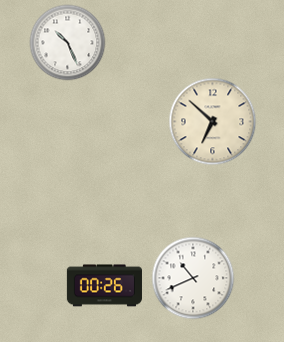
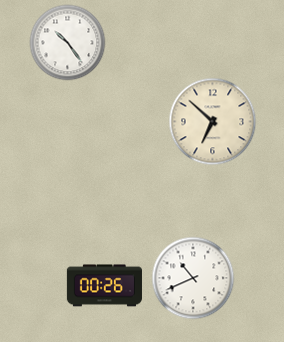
clock at (68, 43): 10:26 -> 10:24
